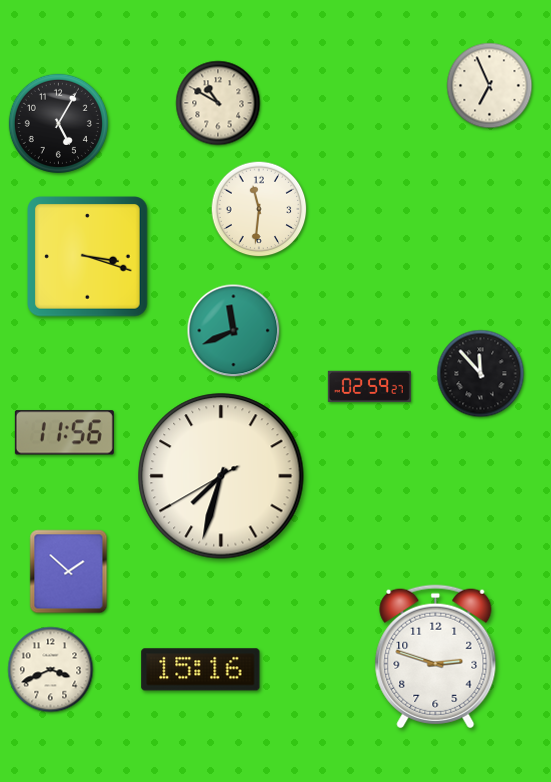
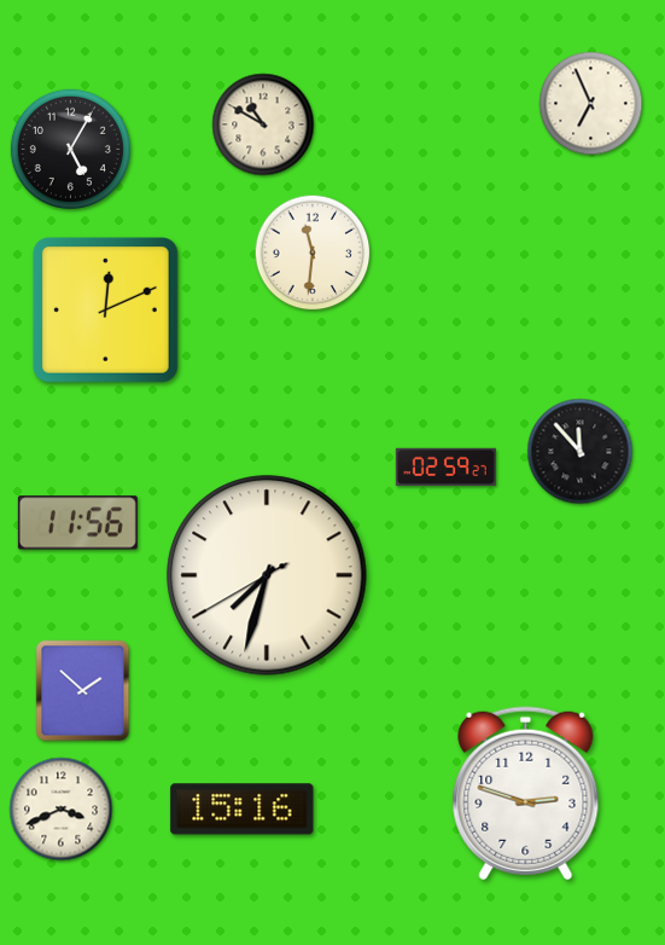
clock at (88, 257): 3:18 -> 12:11
clock at (234, 331): 11:41 -> none
